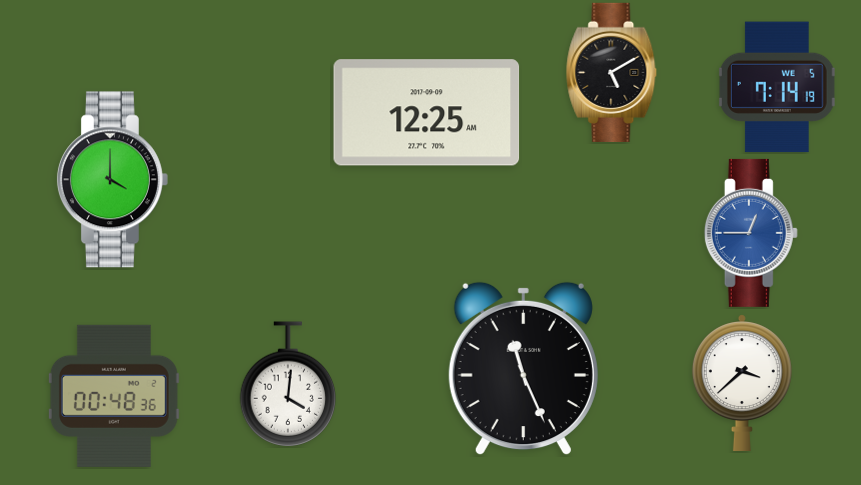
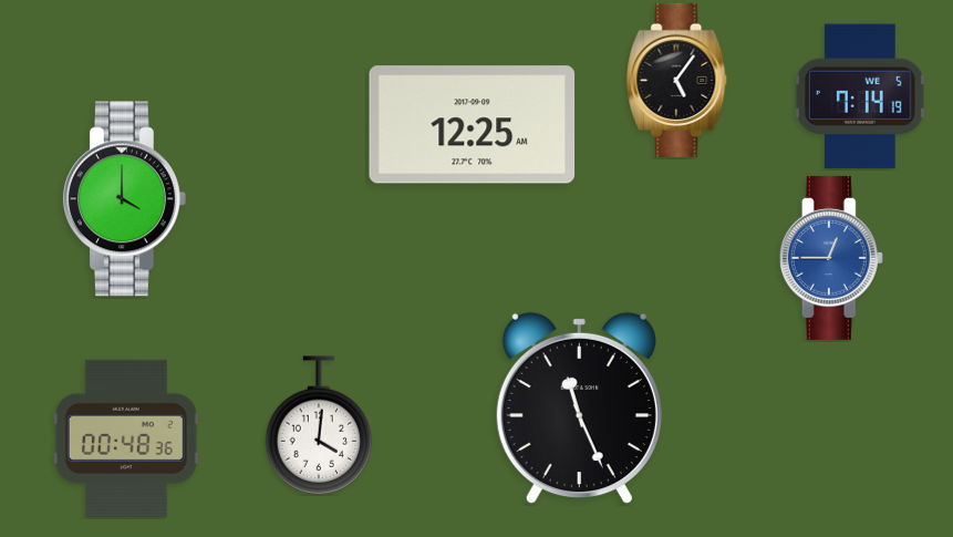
clock at (612, 72): 5:10 -> 5:06
clock at (742, 382): 3:38 -> none
